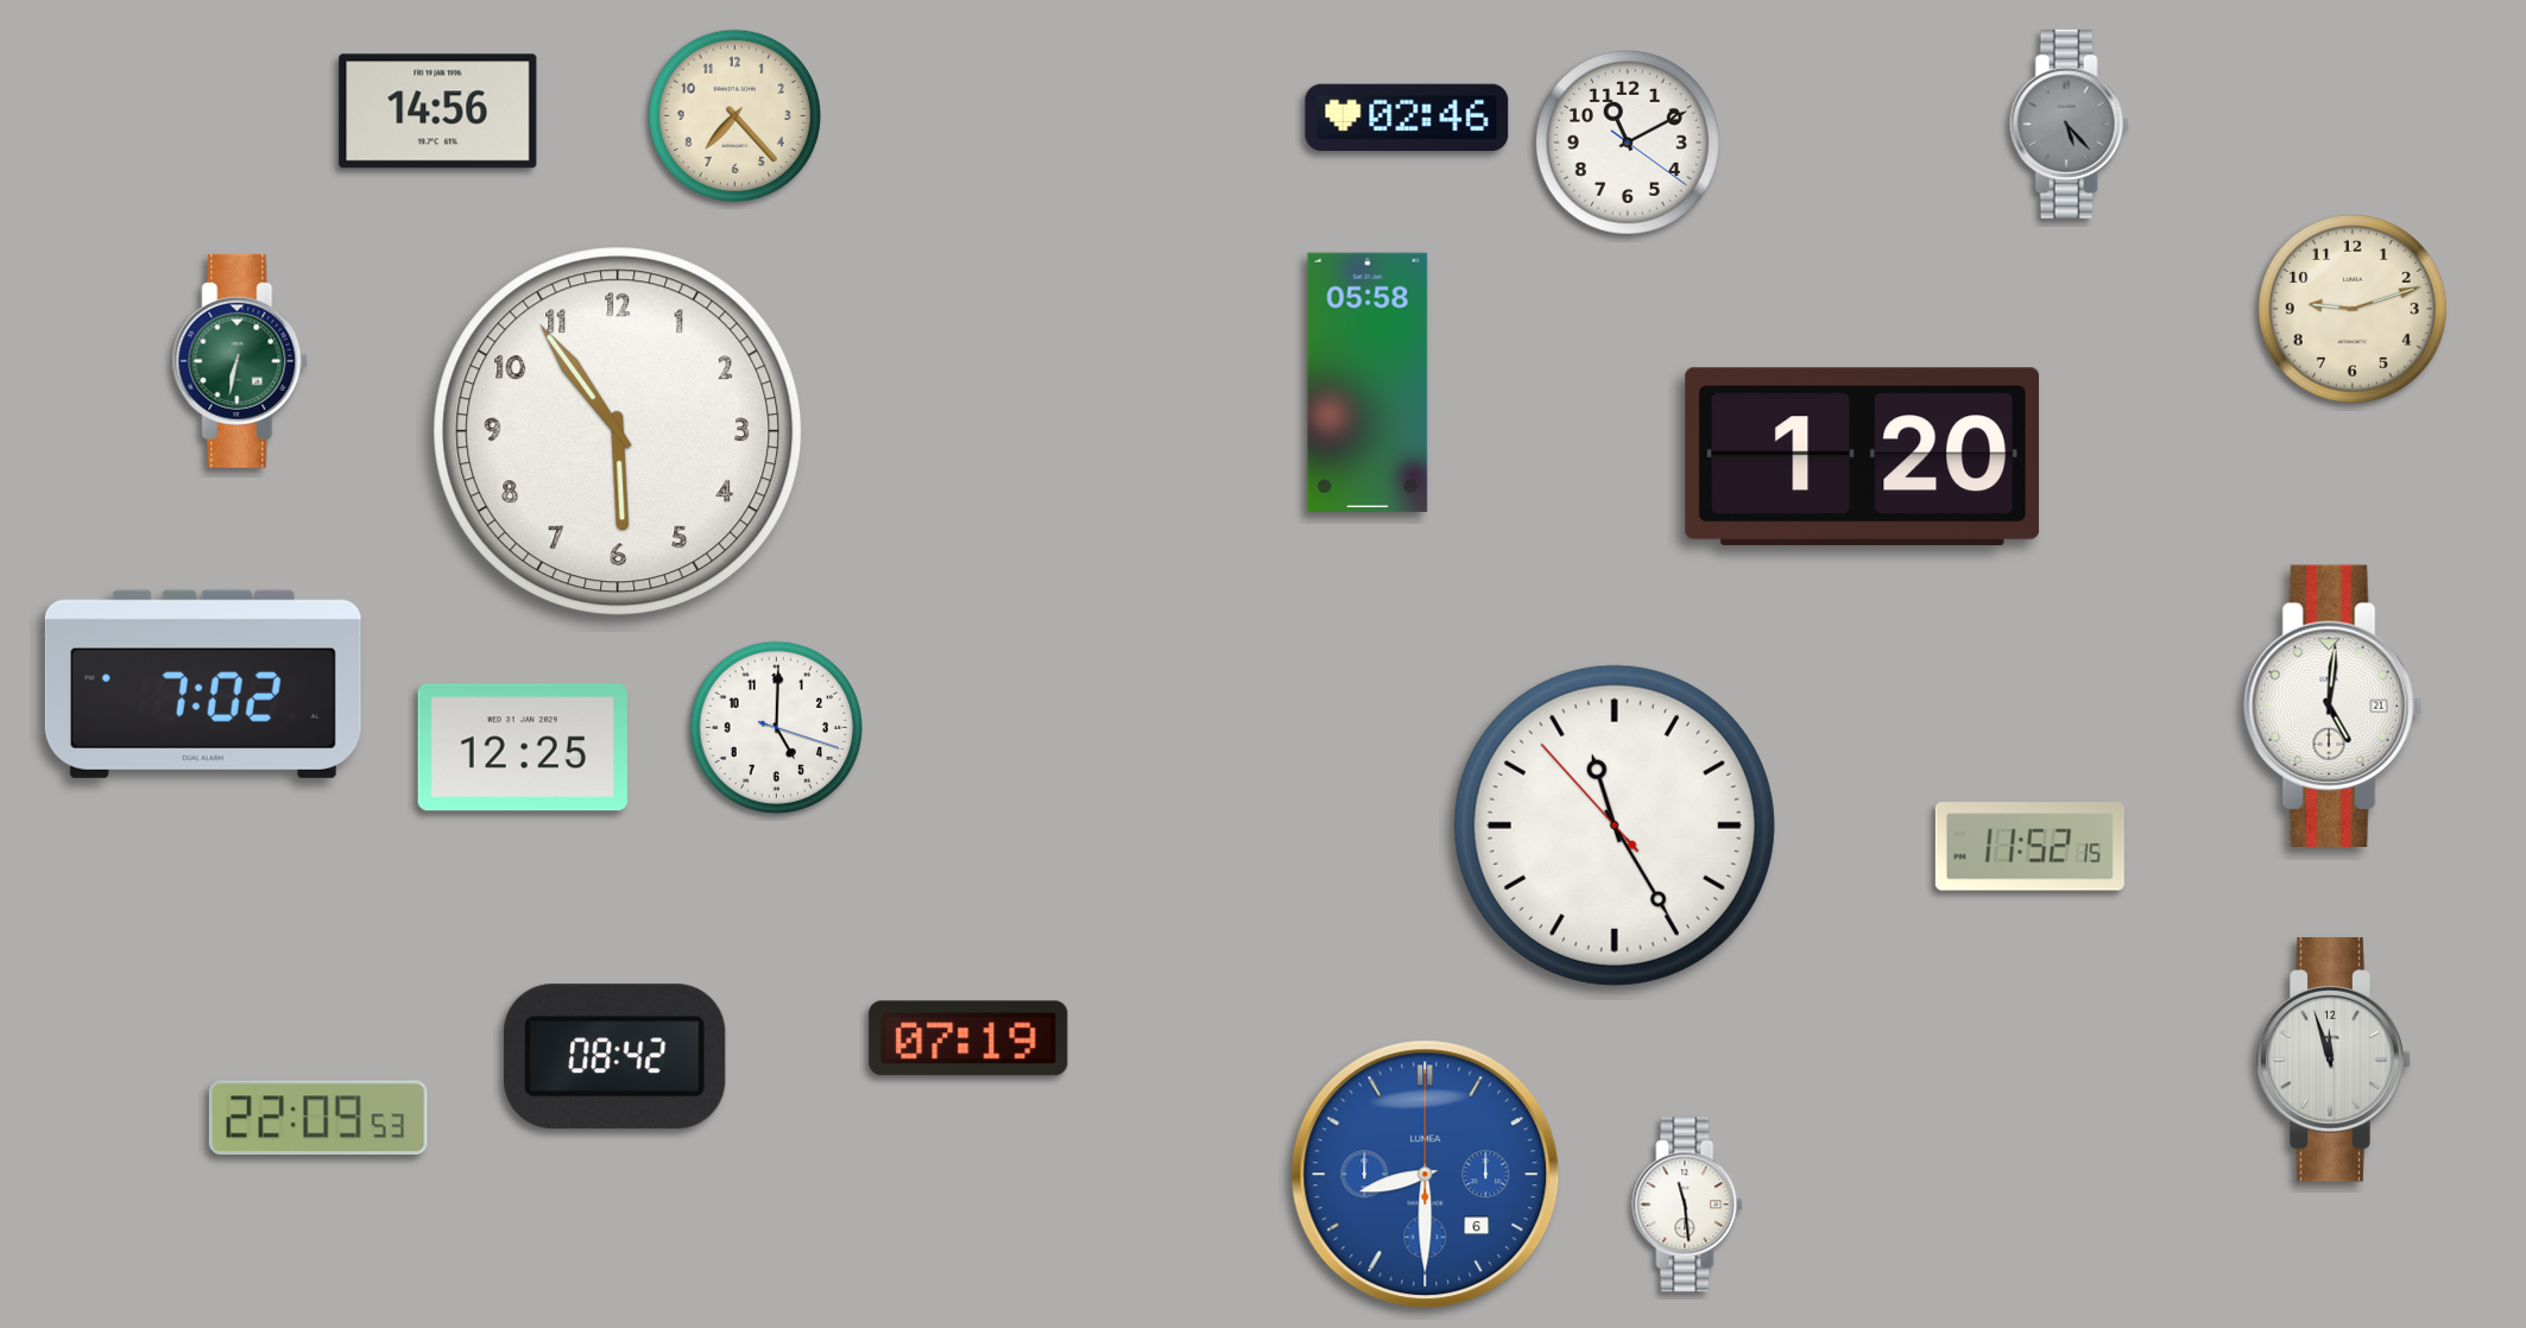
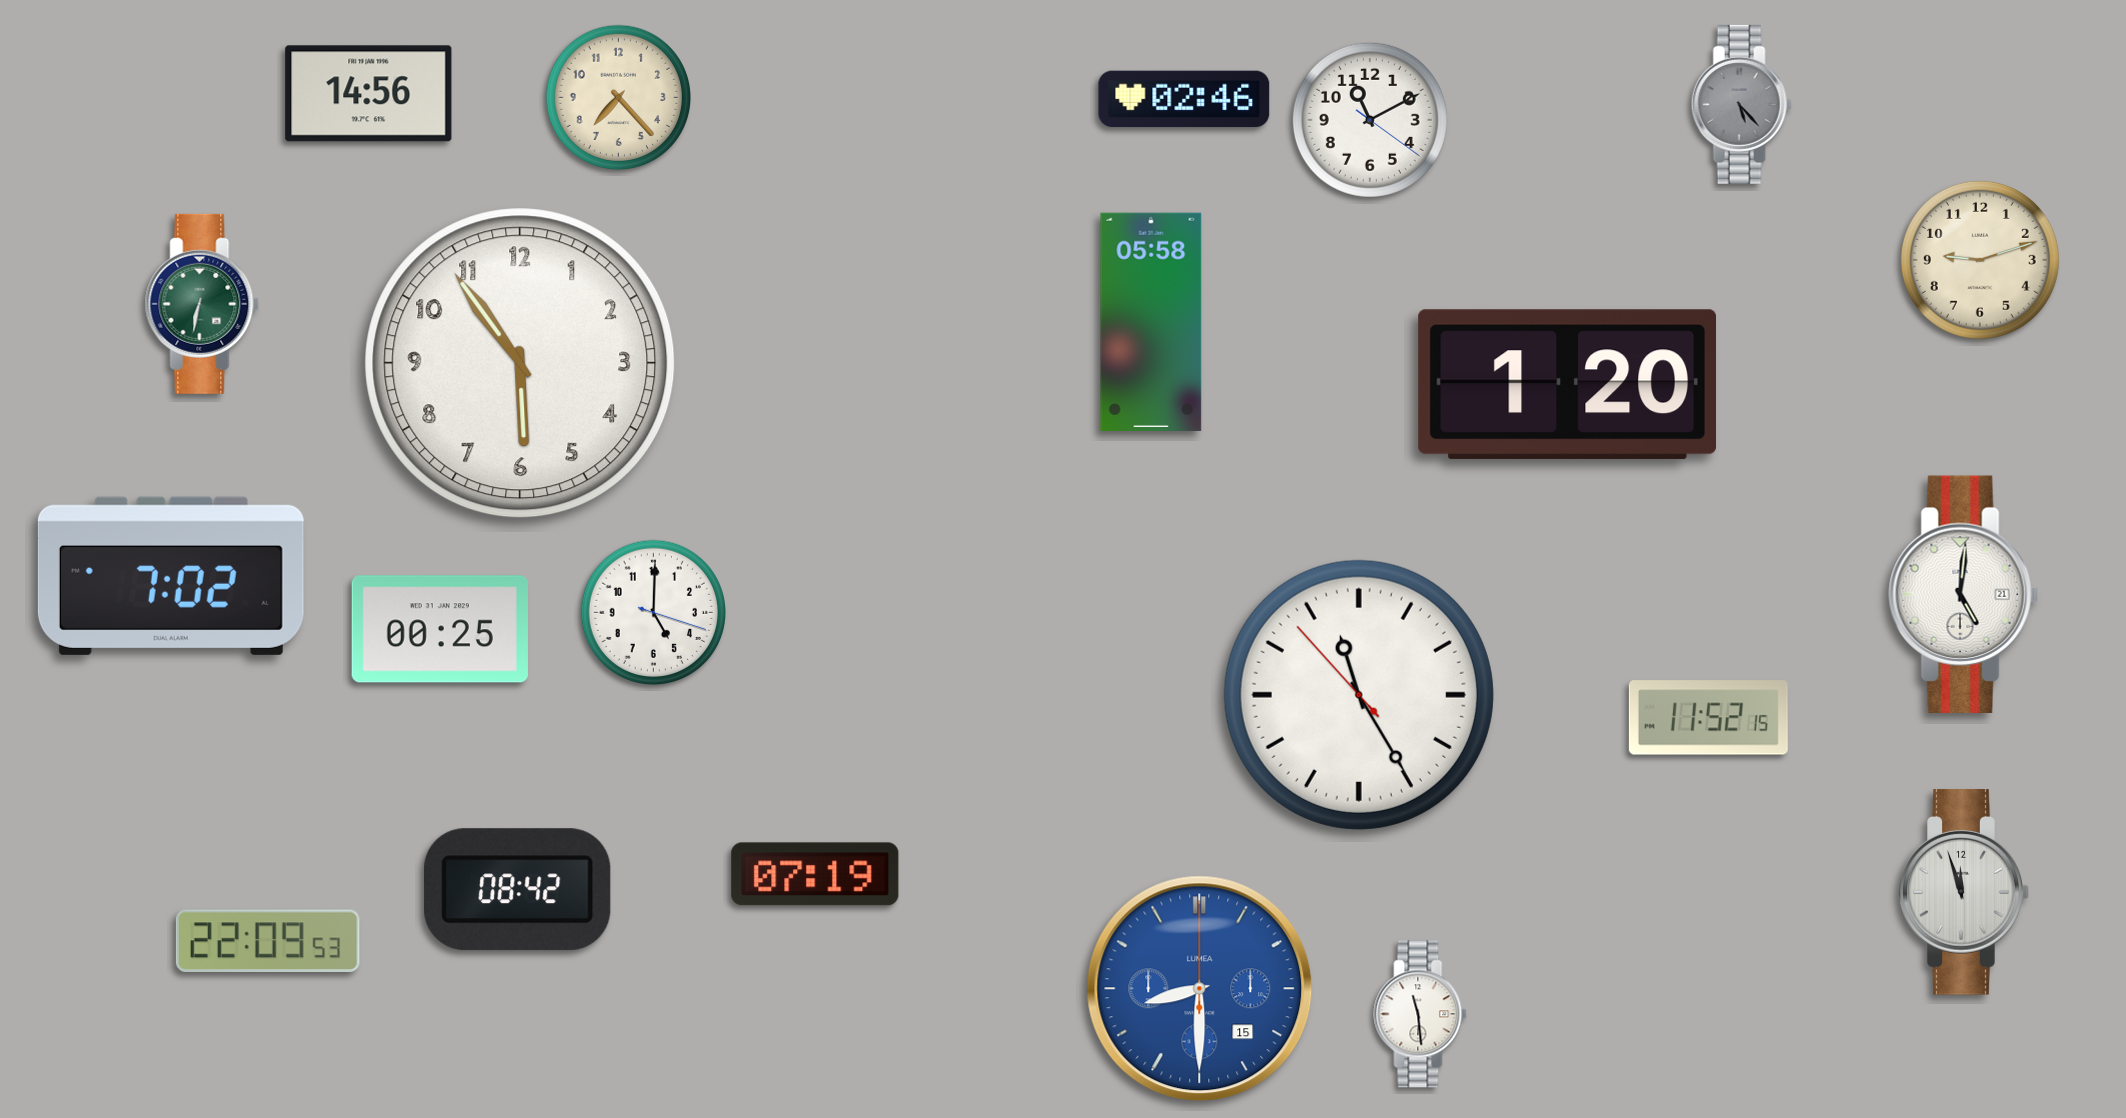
clock at (523, 747): 12:25 -> 00:25
clock at (2029, 847) position: (2029, 847) -> (1708, 718)
clock at (1426, 1175) date: 6 -> 15
